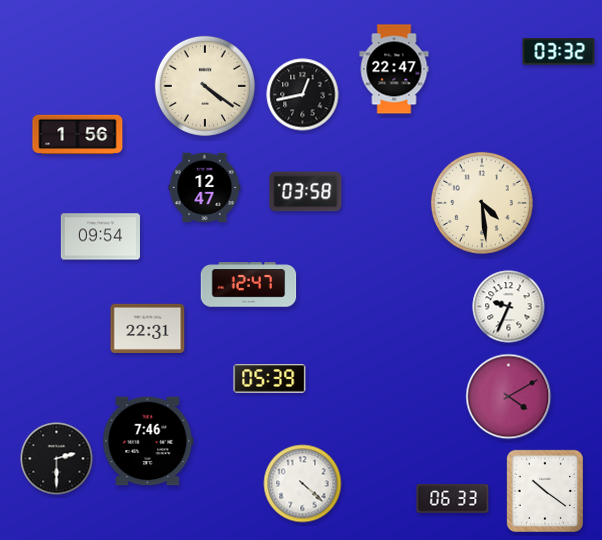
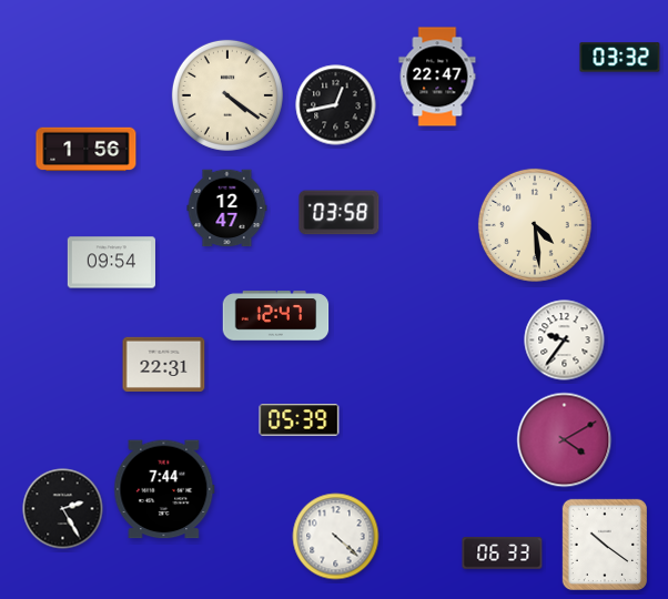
clock at (509, 307): 9:34 -> 9:36
clock at (148, 441): 7:46 -> 7:44
clock at (57, 459): 2:30 -> 2:25
